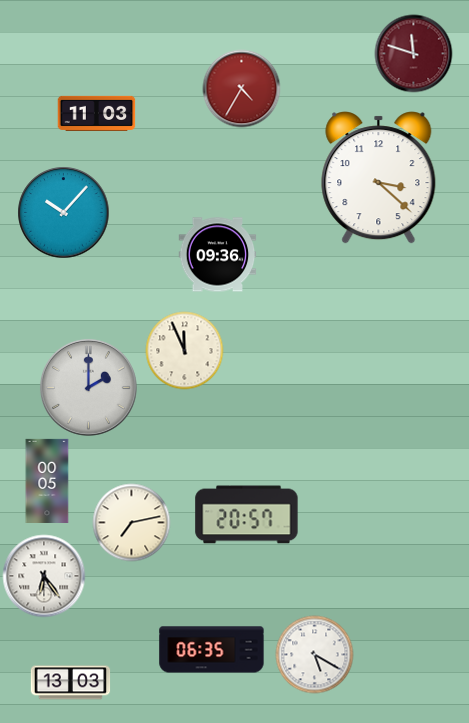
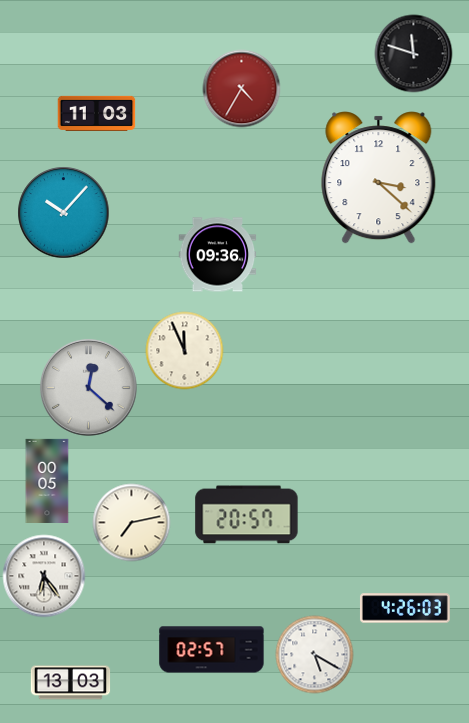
clock at (413, 53) dial: burgundy -> black
clock at (88, 387): 2:00 -> 12:22
clock at (405, 608): none -> 4:26
clock at (212, 650): 06:35 -> 02:57
